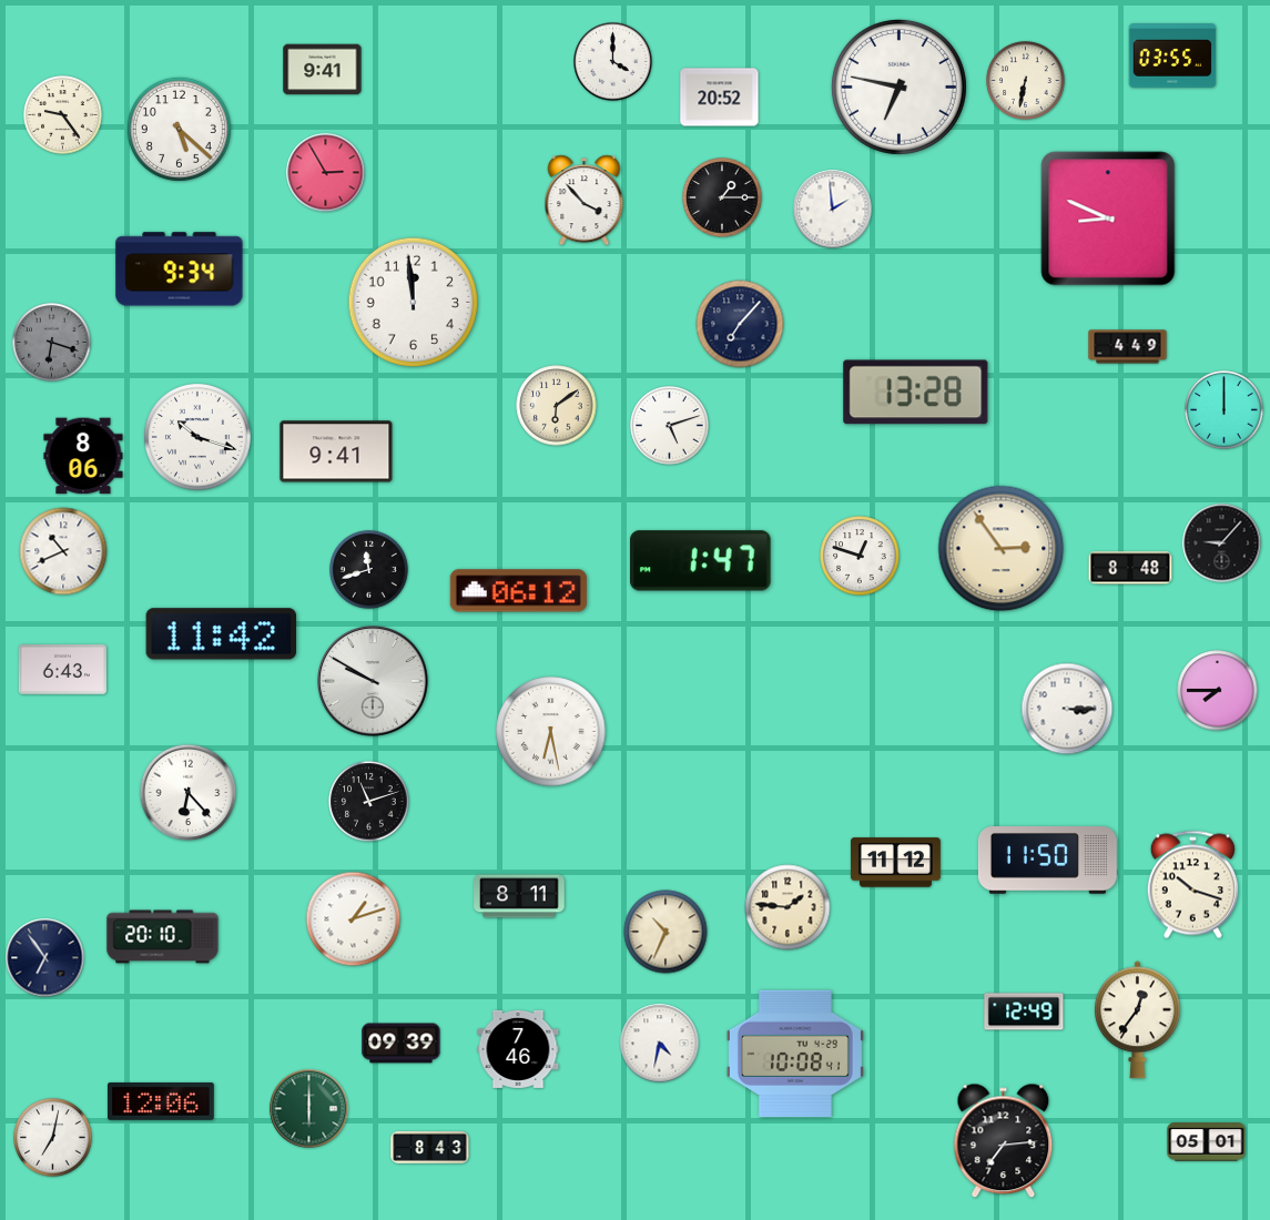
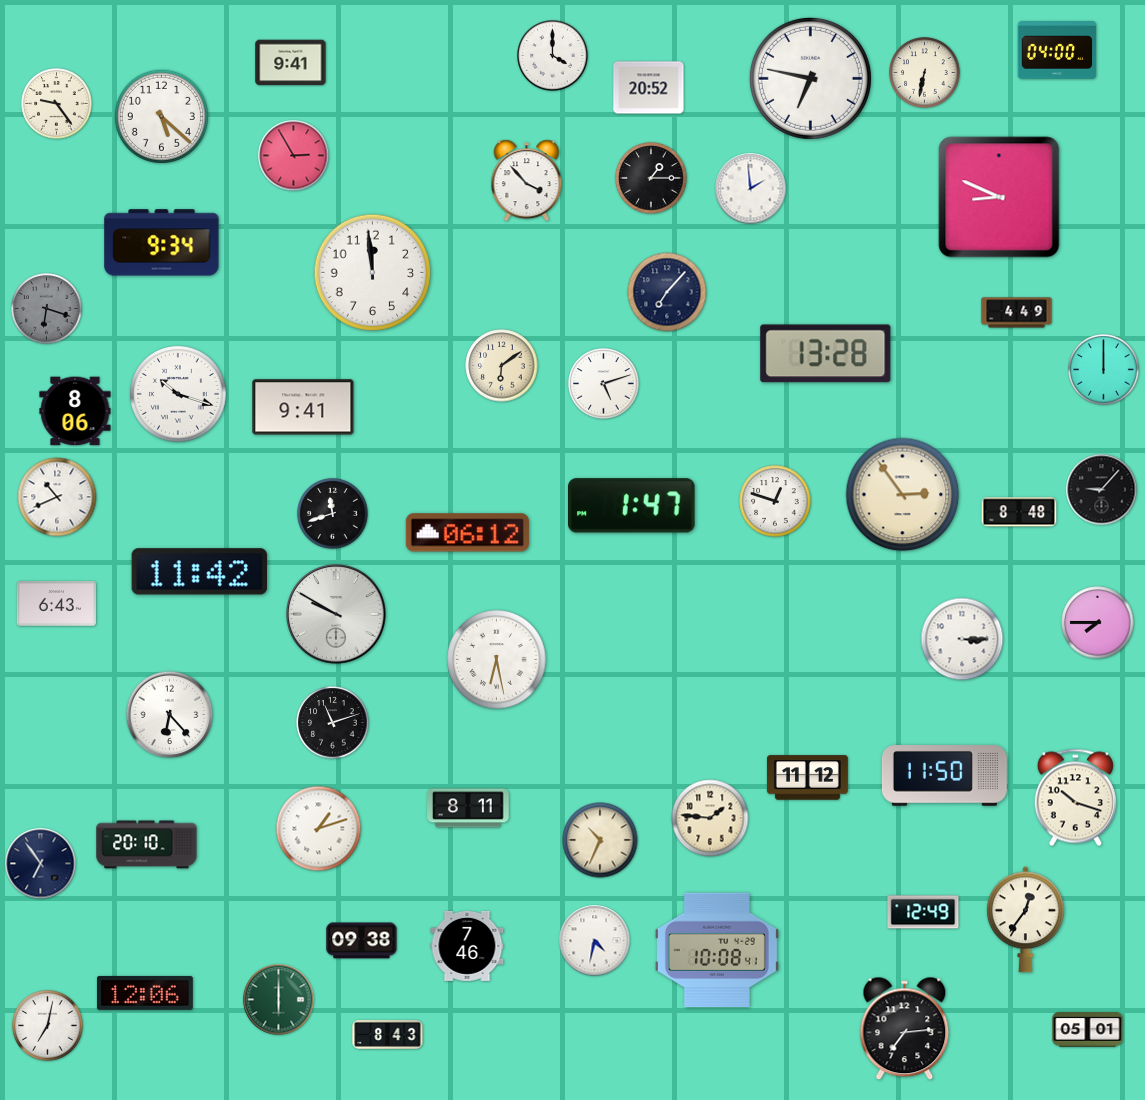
clock at (1172, 57): 03:55 -> 04:00
clock at (402, 1044): 09:39 -> 09:38
